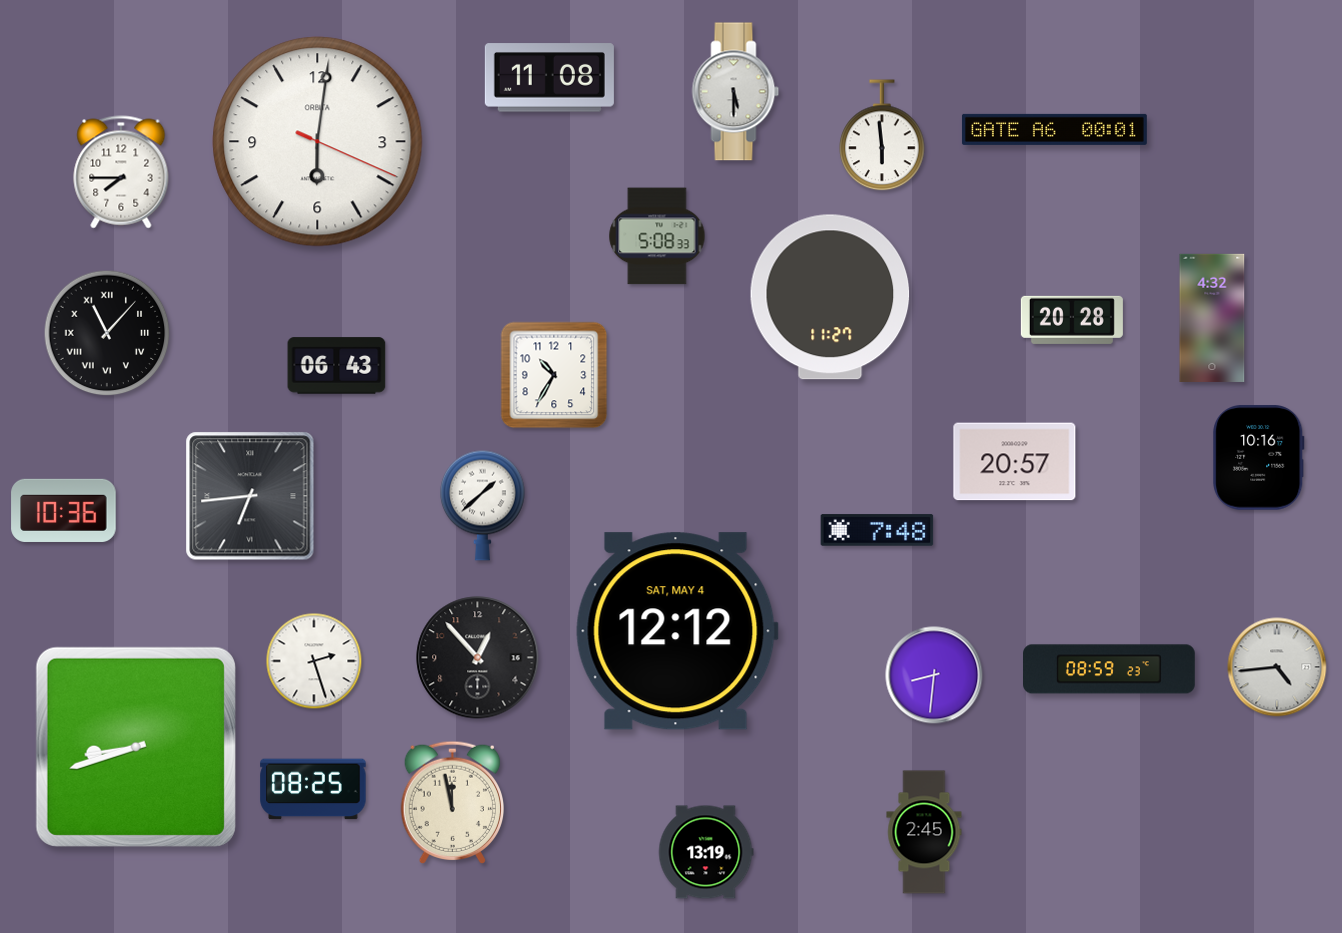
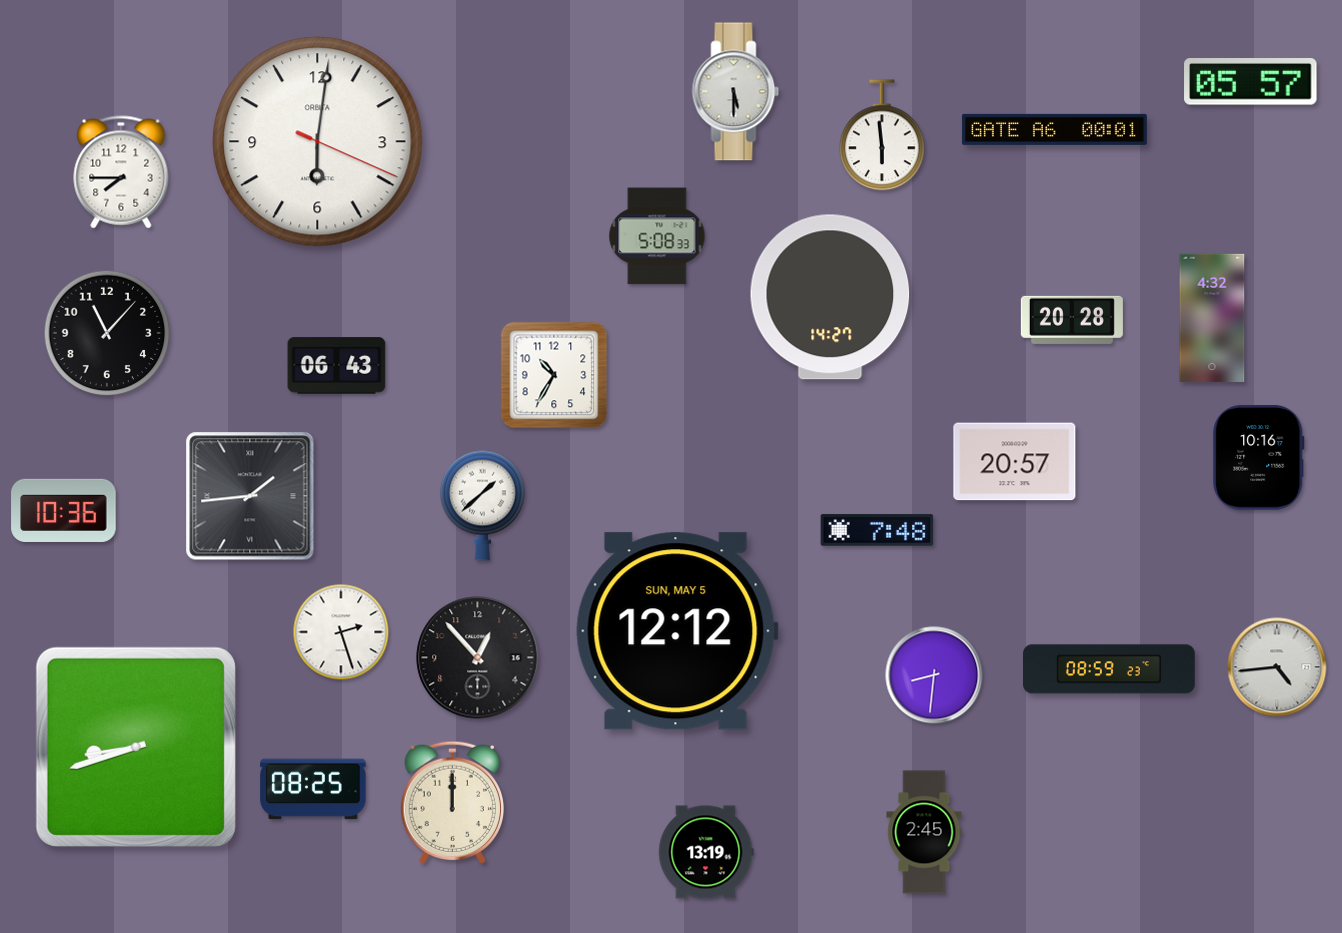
clock at (549, 78): 11:08 -> none
clock at (1251, 82): none -> 05:57
clock at (830, 297): 11:27 -> 14:27
clock at (107, 333) numerals: Roman -> Arabic
clock at (250, 496): 6:44 -> 1:44
clock at (677, 631) date: SAT, MAY 4 -> SUN, MAY 5
clock at (314, 661) position: (314, 661) -> (341, 632)
clock at (452, 802): 11:58 -> 12:00
